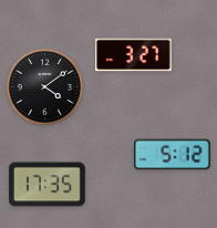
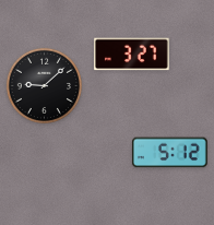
clock at (44, 86): 4:09 -> 9:08
clock at (48, 185): 17:35 -> none
